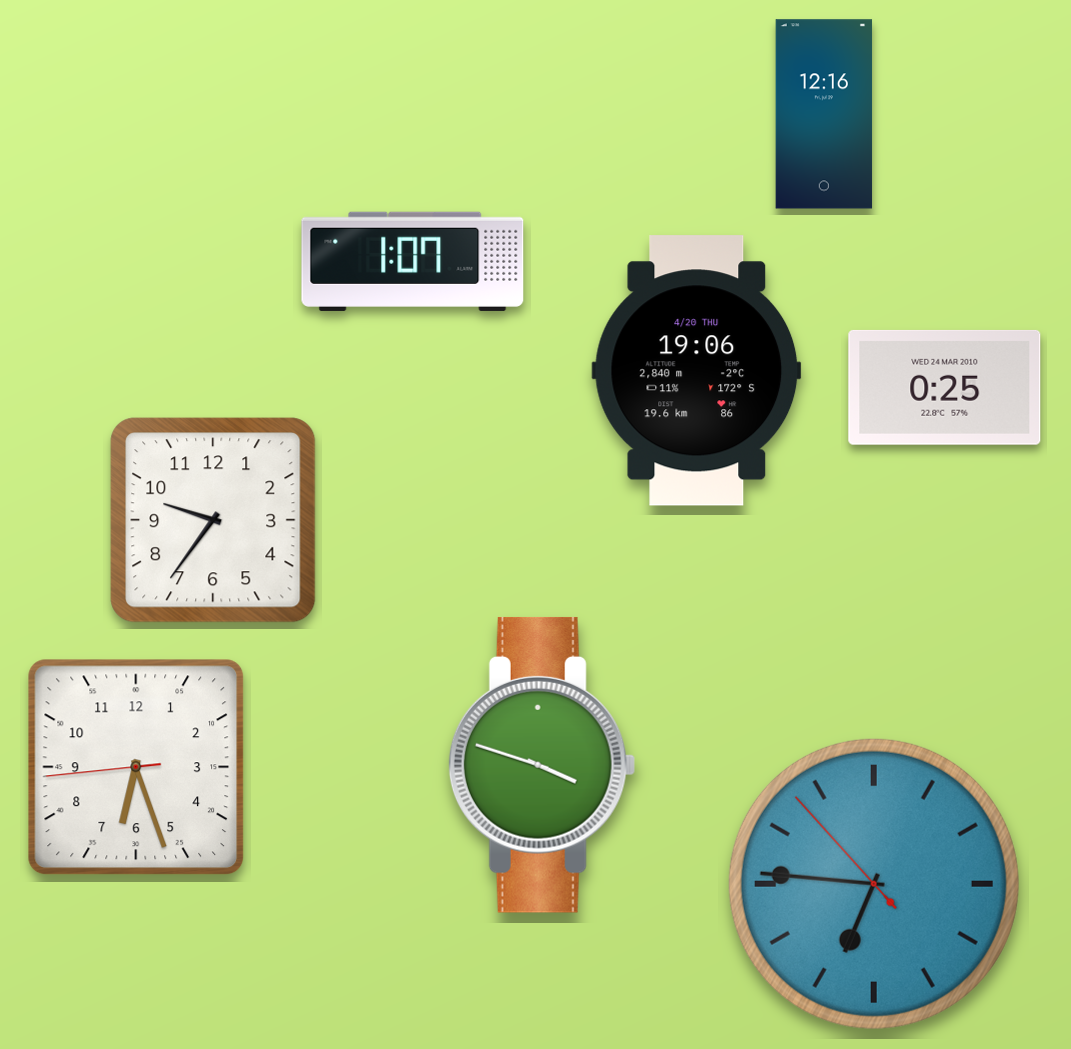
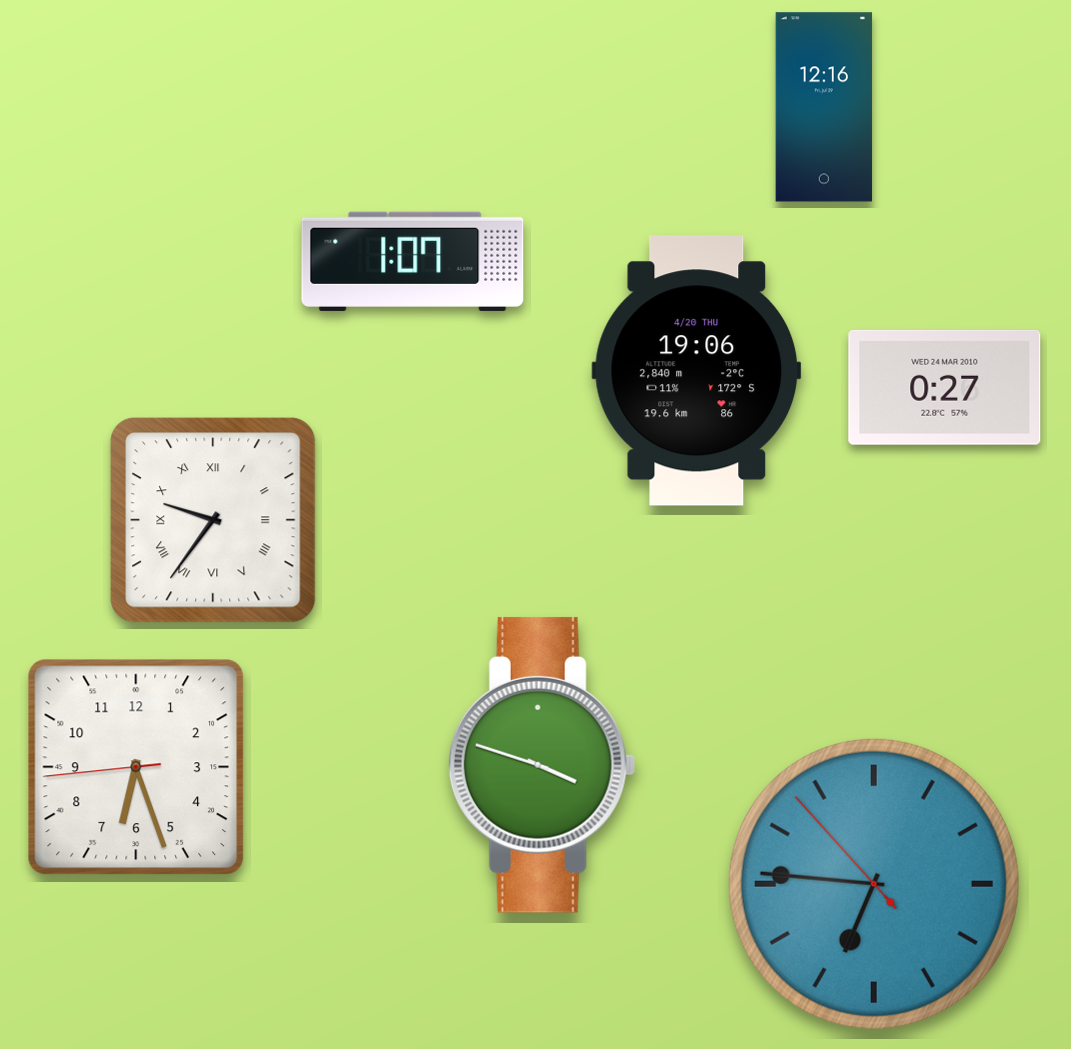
clock at (824, 114) position: (824, 114) -> (824, 107)
clock at (945, 387): 0:25 -> 0:27
clock at (213, 520) numerals: Arabic -> Roman
